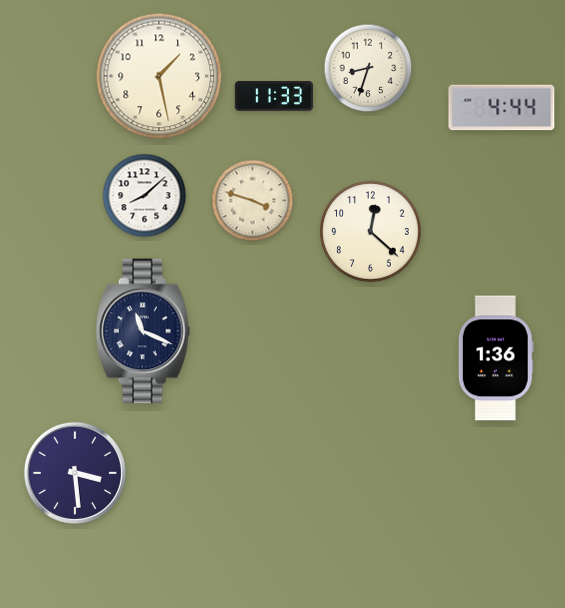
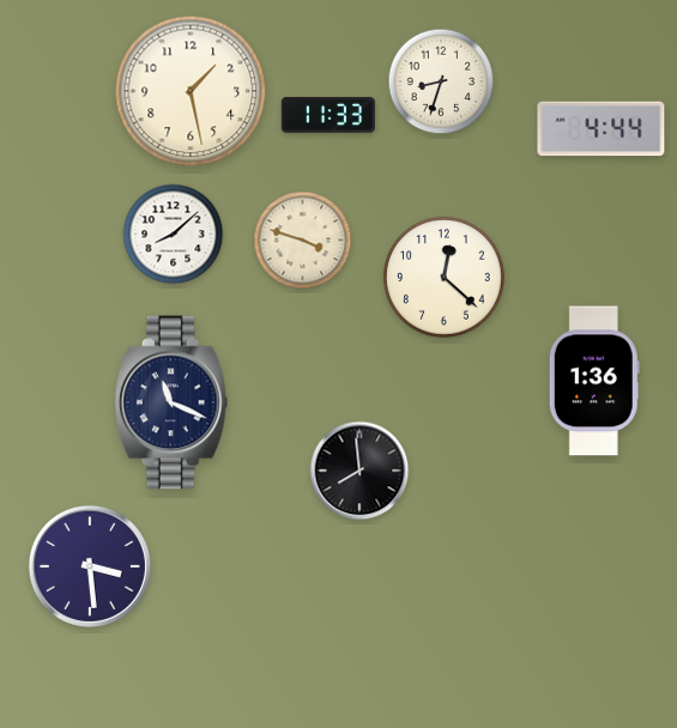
clock at (143, 331) position: (143, 331) -> (171, 402)
clock at (496, 358) position: (496, 358) -> (594, 381)
clock at (359, 471): none -> 7:59
